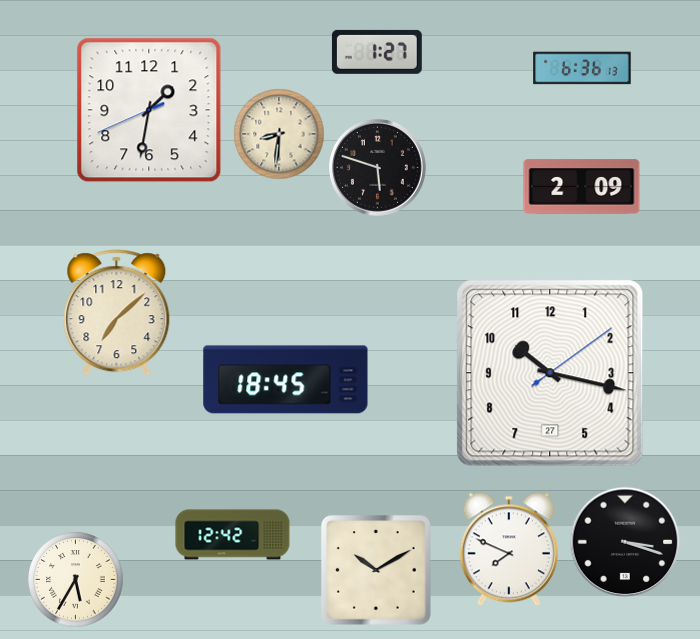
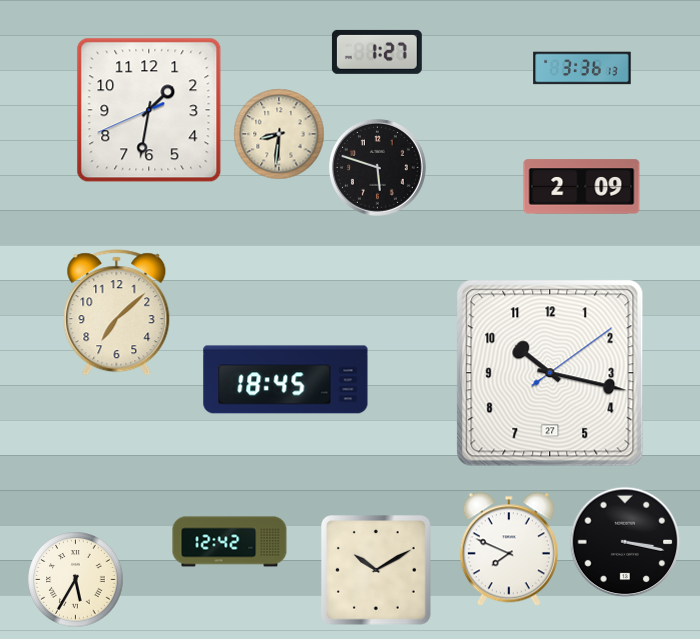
clock at (582, 68): 6:36 -> 3:36
clock at (233, 535) position: (233, 535) -> (230, 542)
clock at (625, 542): 3:18 -> 3:17
